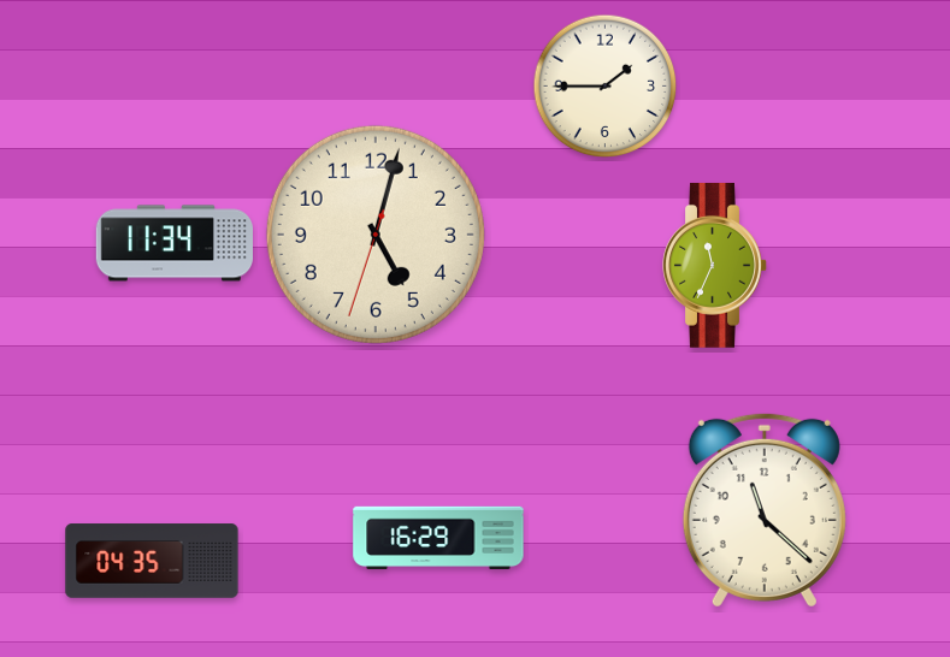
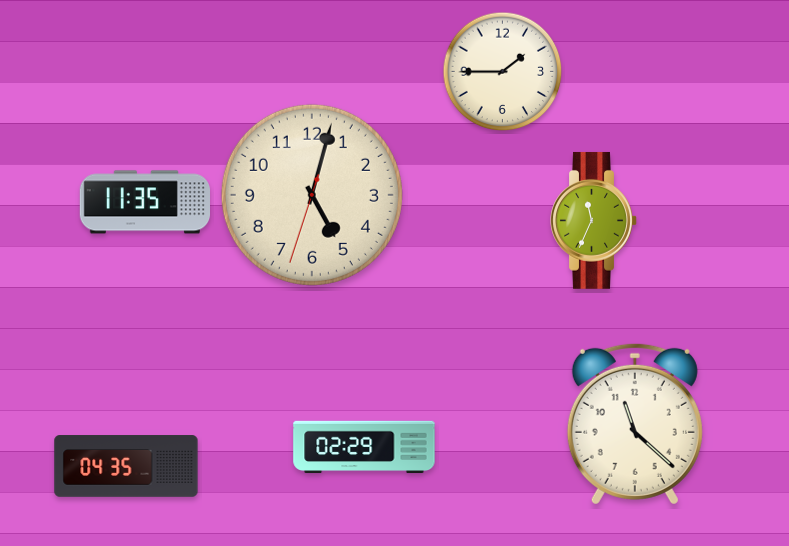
clock at (173, 243): 11:34 -> 11:35
clock at (438, 538): 16:29 -> 02:29
